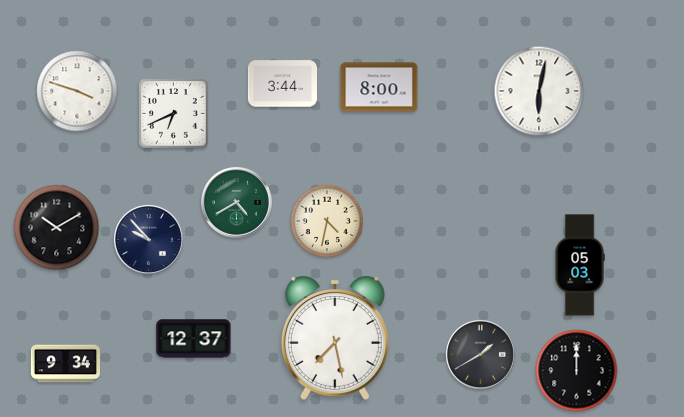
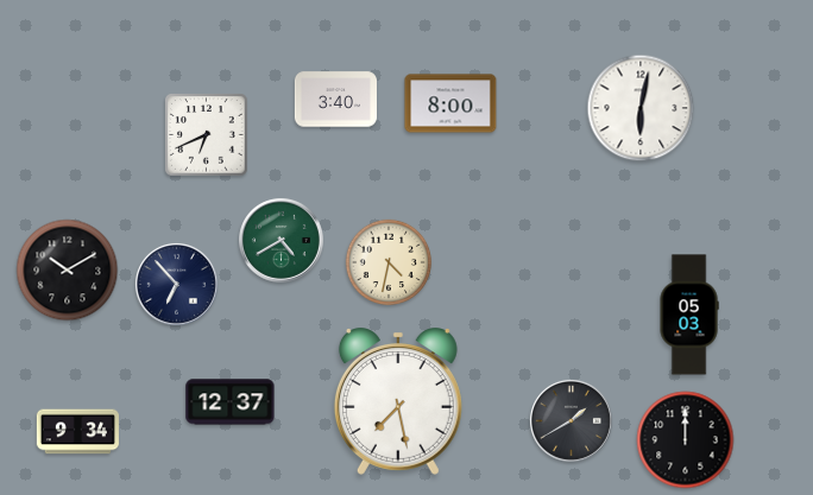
clock at (282, 84): 3:44 -> 3:40
clock at (77, 91): 3:48 -> none
clock at (148, 239): 9:53 -> 6:53
